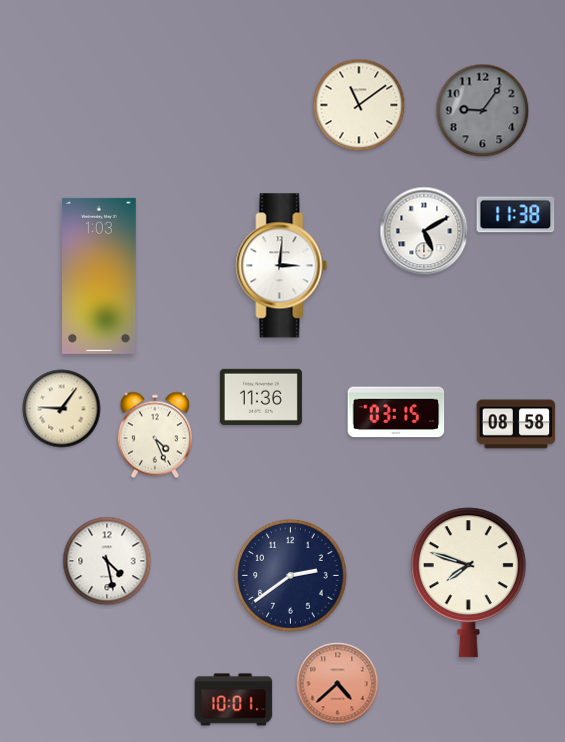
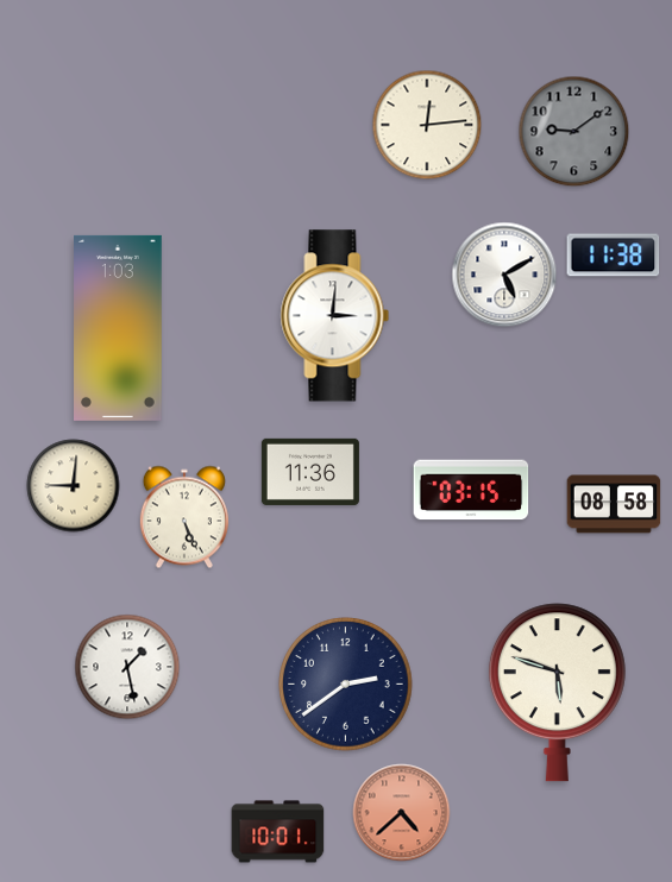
clock at (359, 105): 11:09 -> 12:14
clock at (483, 111): 9:06 -> 9:09
clock at (62, 409): 9:06 -> 9:01
clock at (155, 435): 4:26 -> 5:26
clock at (107, 561): 4:28 -> 1:28
clock at (468, 583): 7:48 -> 5:48
